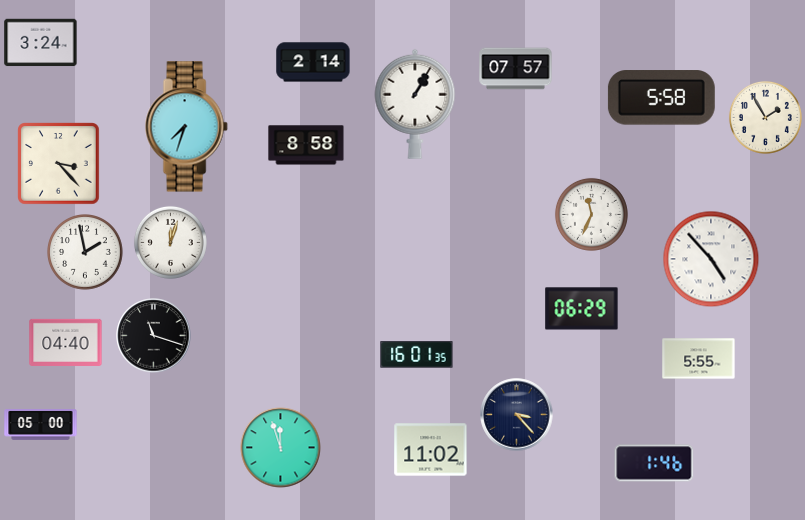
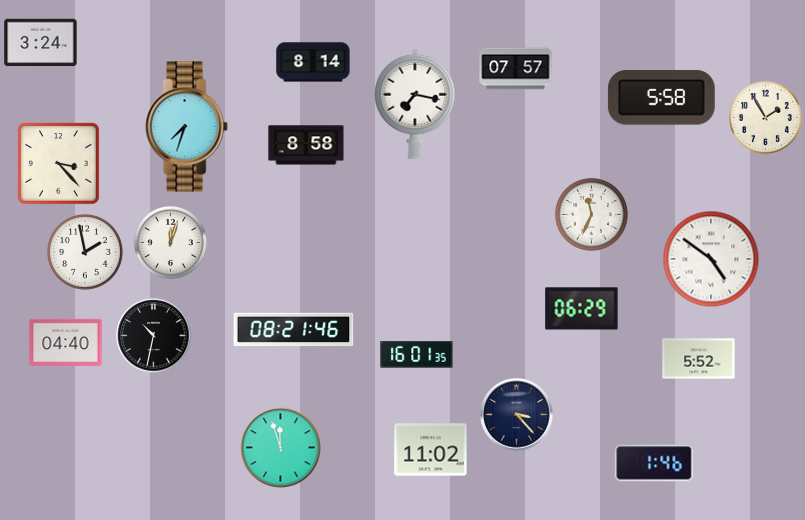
clock at (313, 62): 2:14 -> 8:14
clock at (415, 104): 1:05 -> 7:17
clock at (711, 259): 4:53 -> 4:51
clock at (294, 330): none -> 08:21
clock at (154, 336): 11:18 -> 10:32
clock at (699, 359): 5:55 -> 5:52
clock at (41, 425): 05:00 -> none
